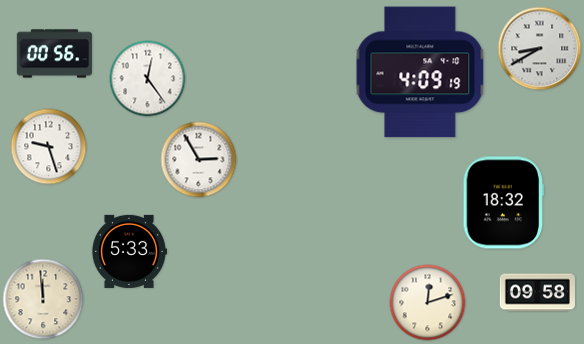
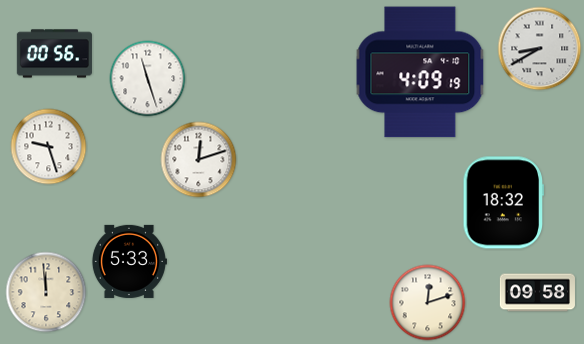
clock at (148, 79): 12:24 -> 11:27
clock at (199, 160): 2:55 -> 12:12
clock at (129, 251) position: (129, 251) -> (129, 261)
clock at (43, 299) position: (43, 299) -> (46, 292)
